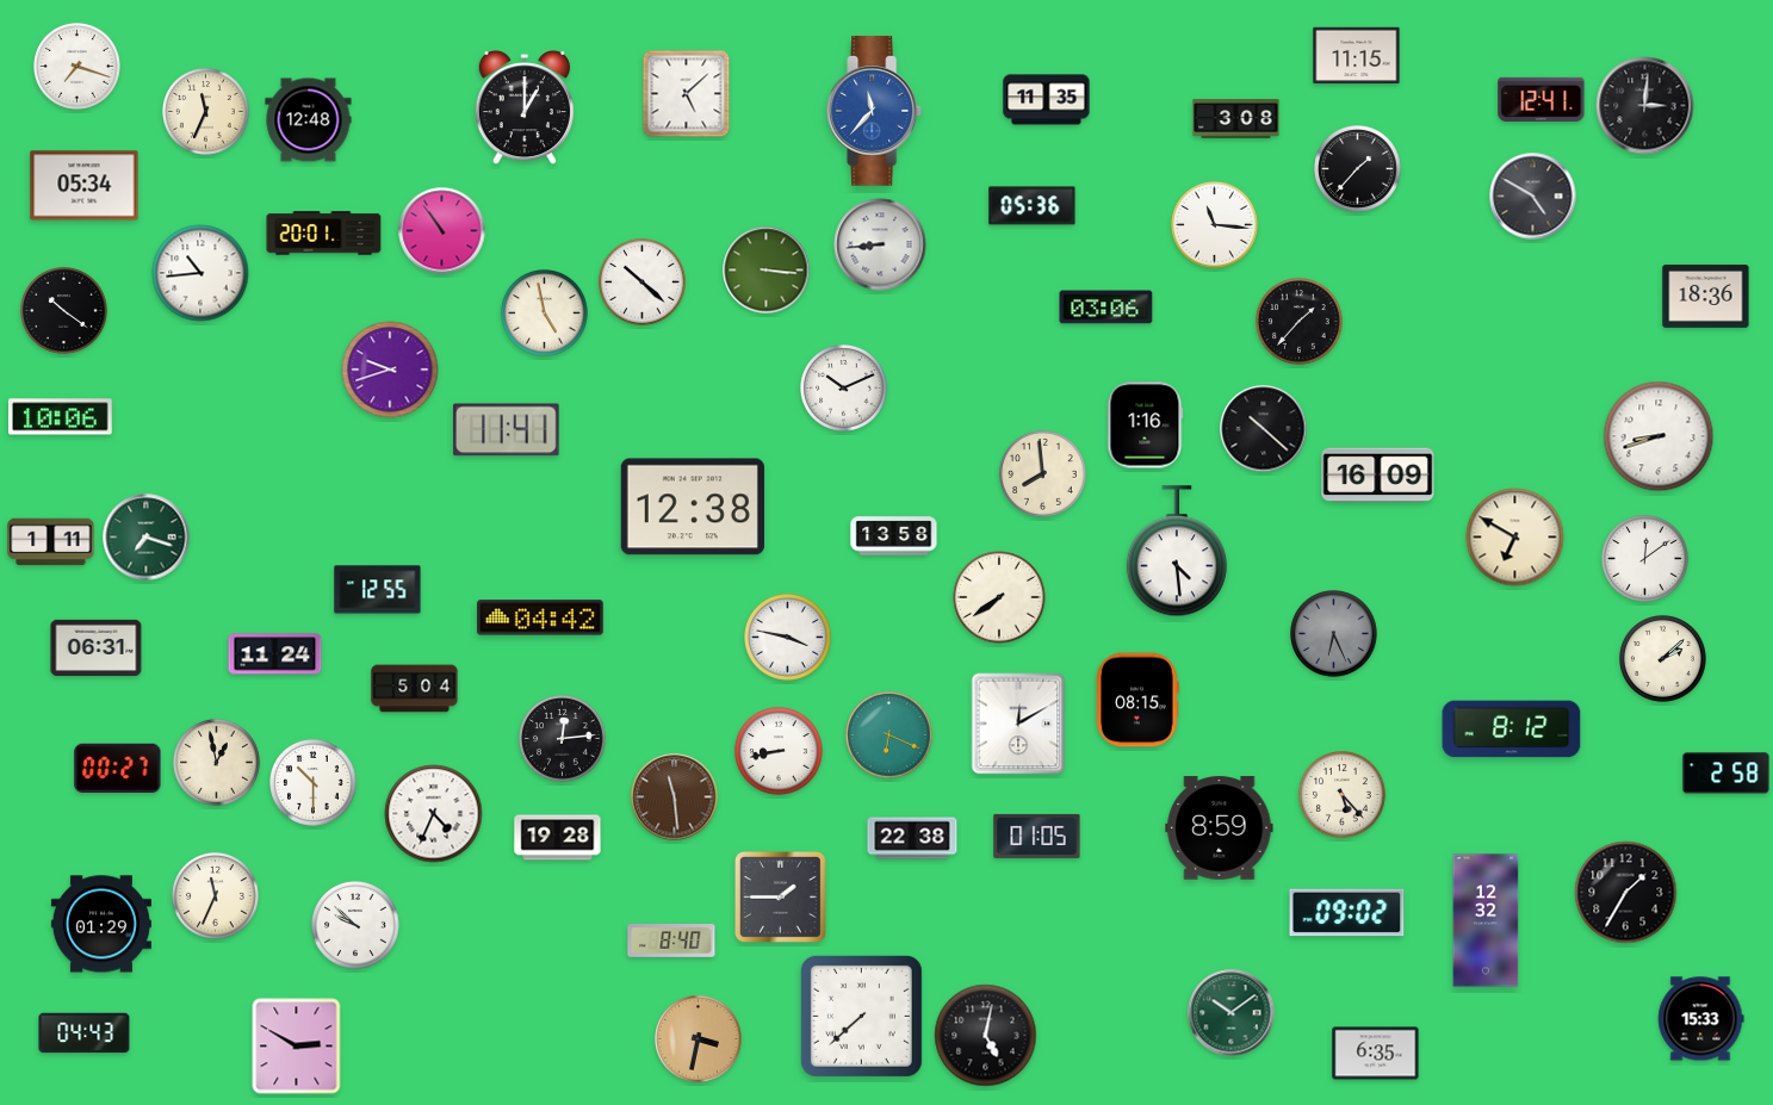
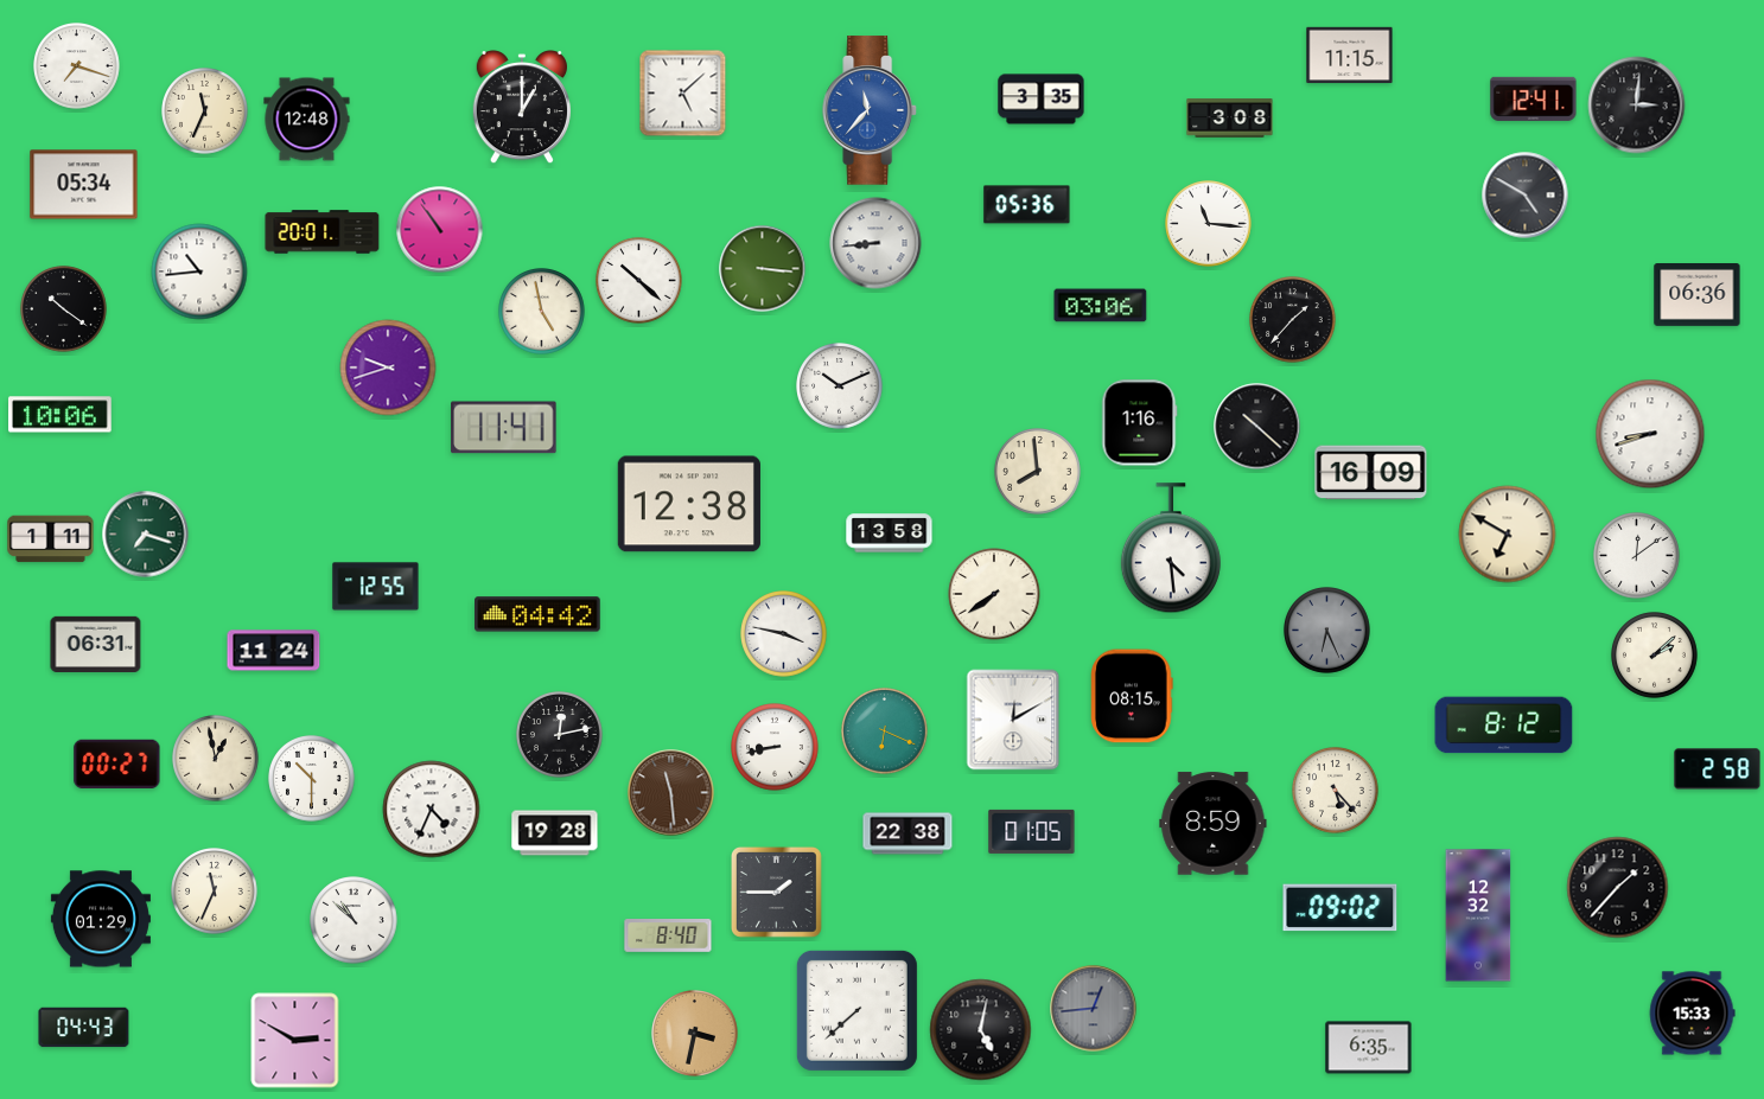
clock at (1047, 100): 11:35 -> 3:35
clock at (1358, 169): 1:37 -> none
clock at (1706, 297): 18:36 -> 06:36
clock at (415, 689): 5:04 -> none
clock at (563, 739): 12:14 -> 12:13
clock at (1626, 893): 1:35 -> 1:37
clock at (355, 925): 9:52 -> 10:52
clock at (1232, 1013): 10:09 -> none
clock at (1094, 1009): none -> 12:44
